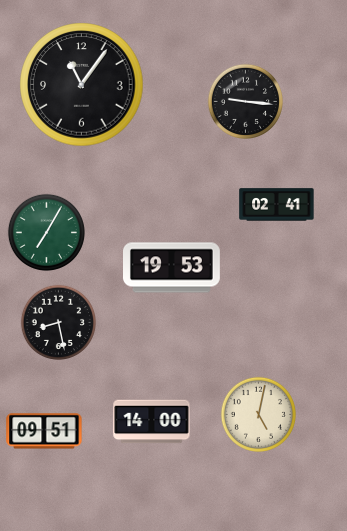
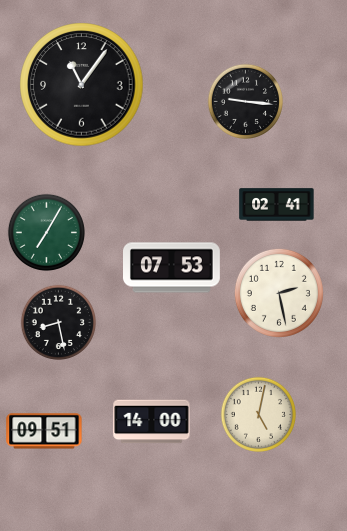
clock at (172, 268): 19:53 -> 07:53
clock at (279, 293): none -> 2:28
